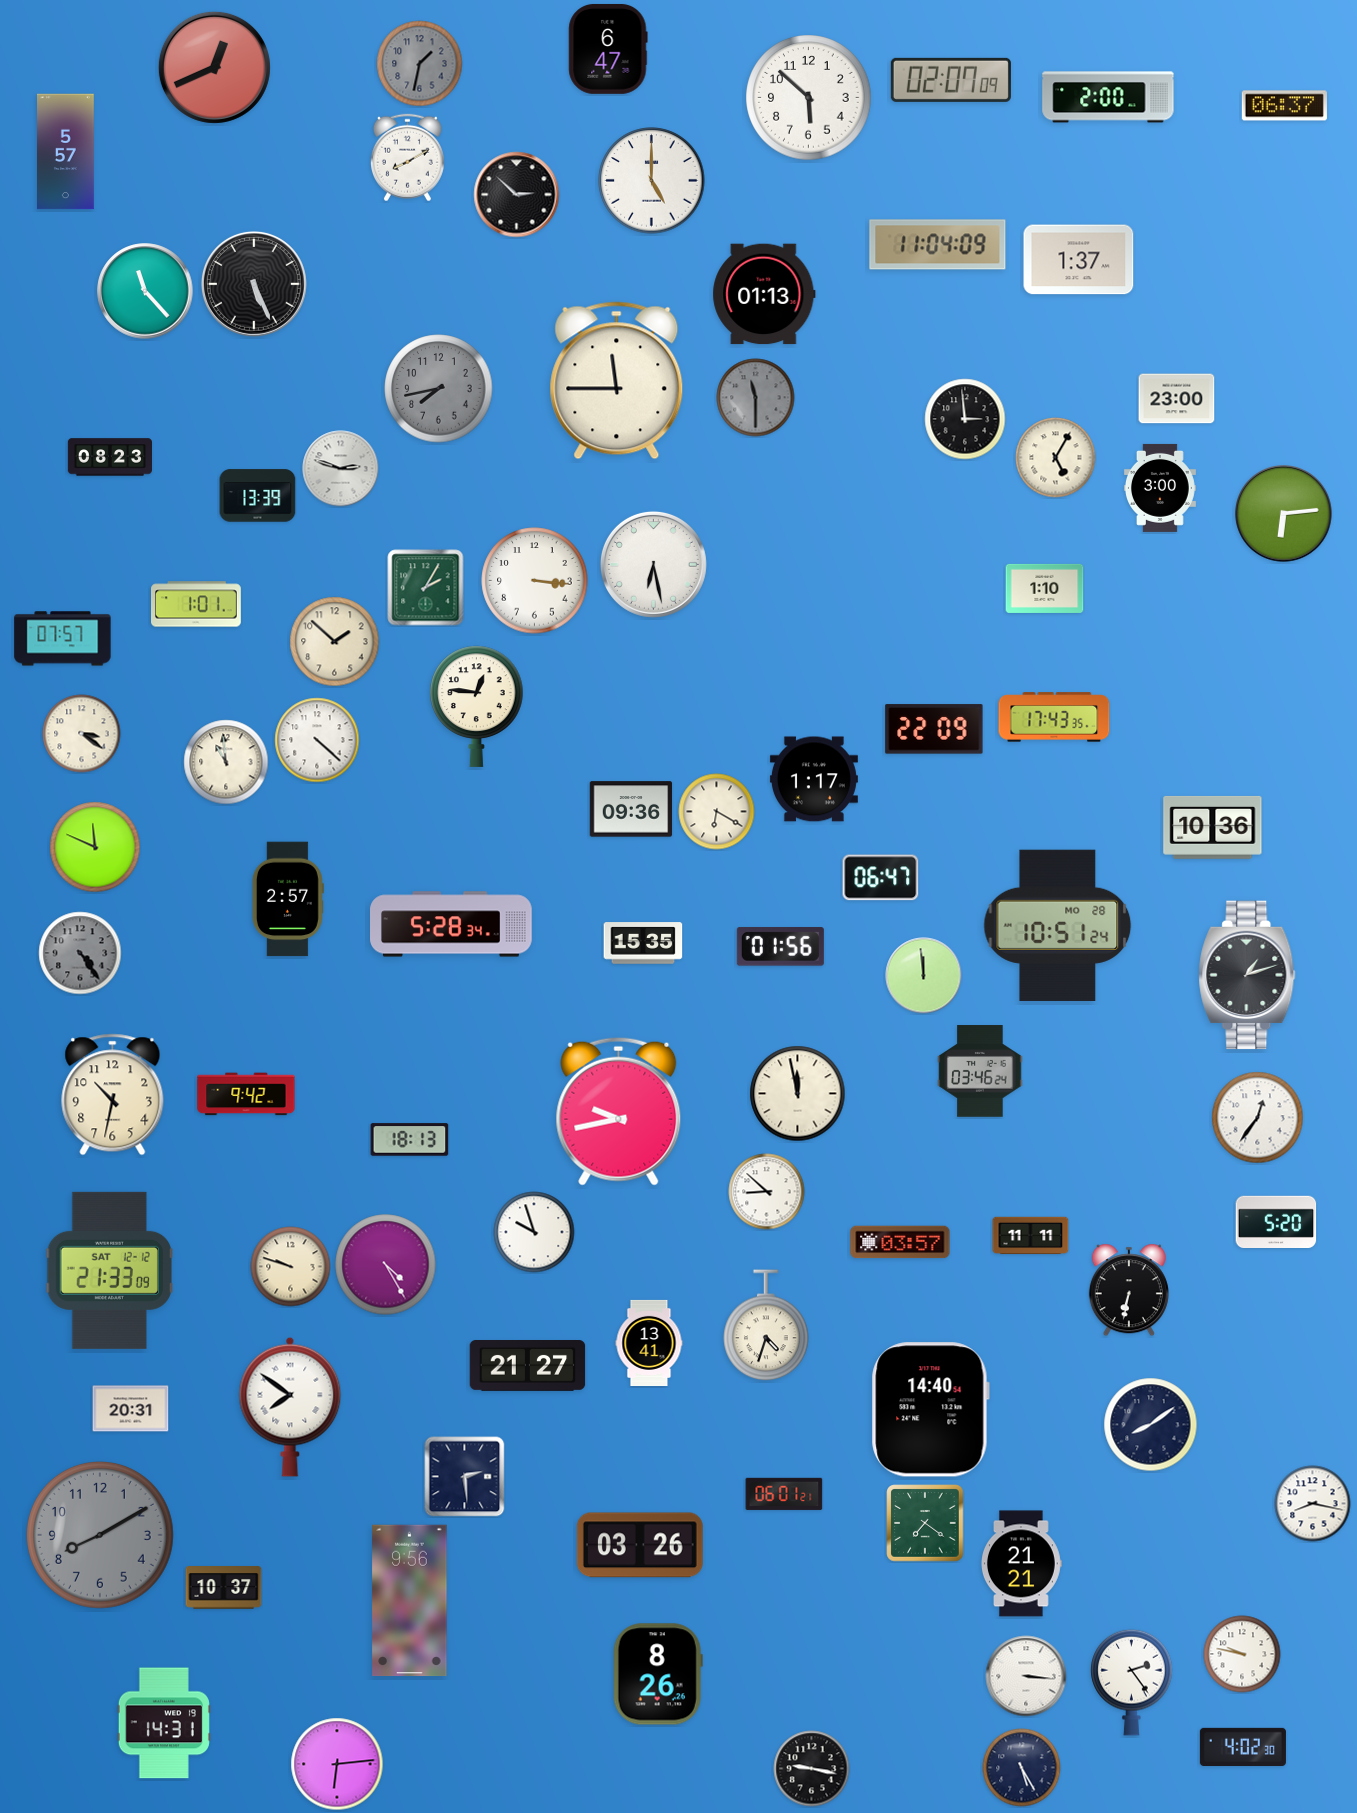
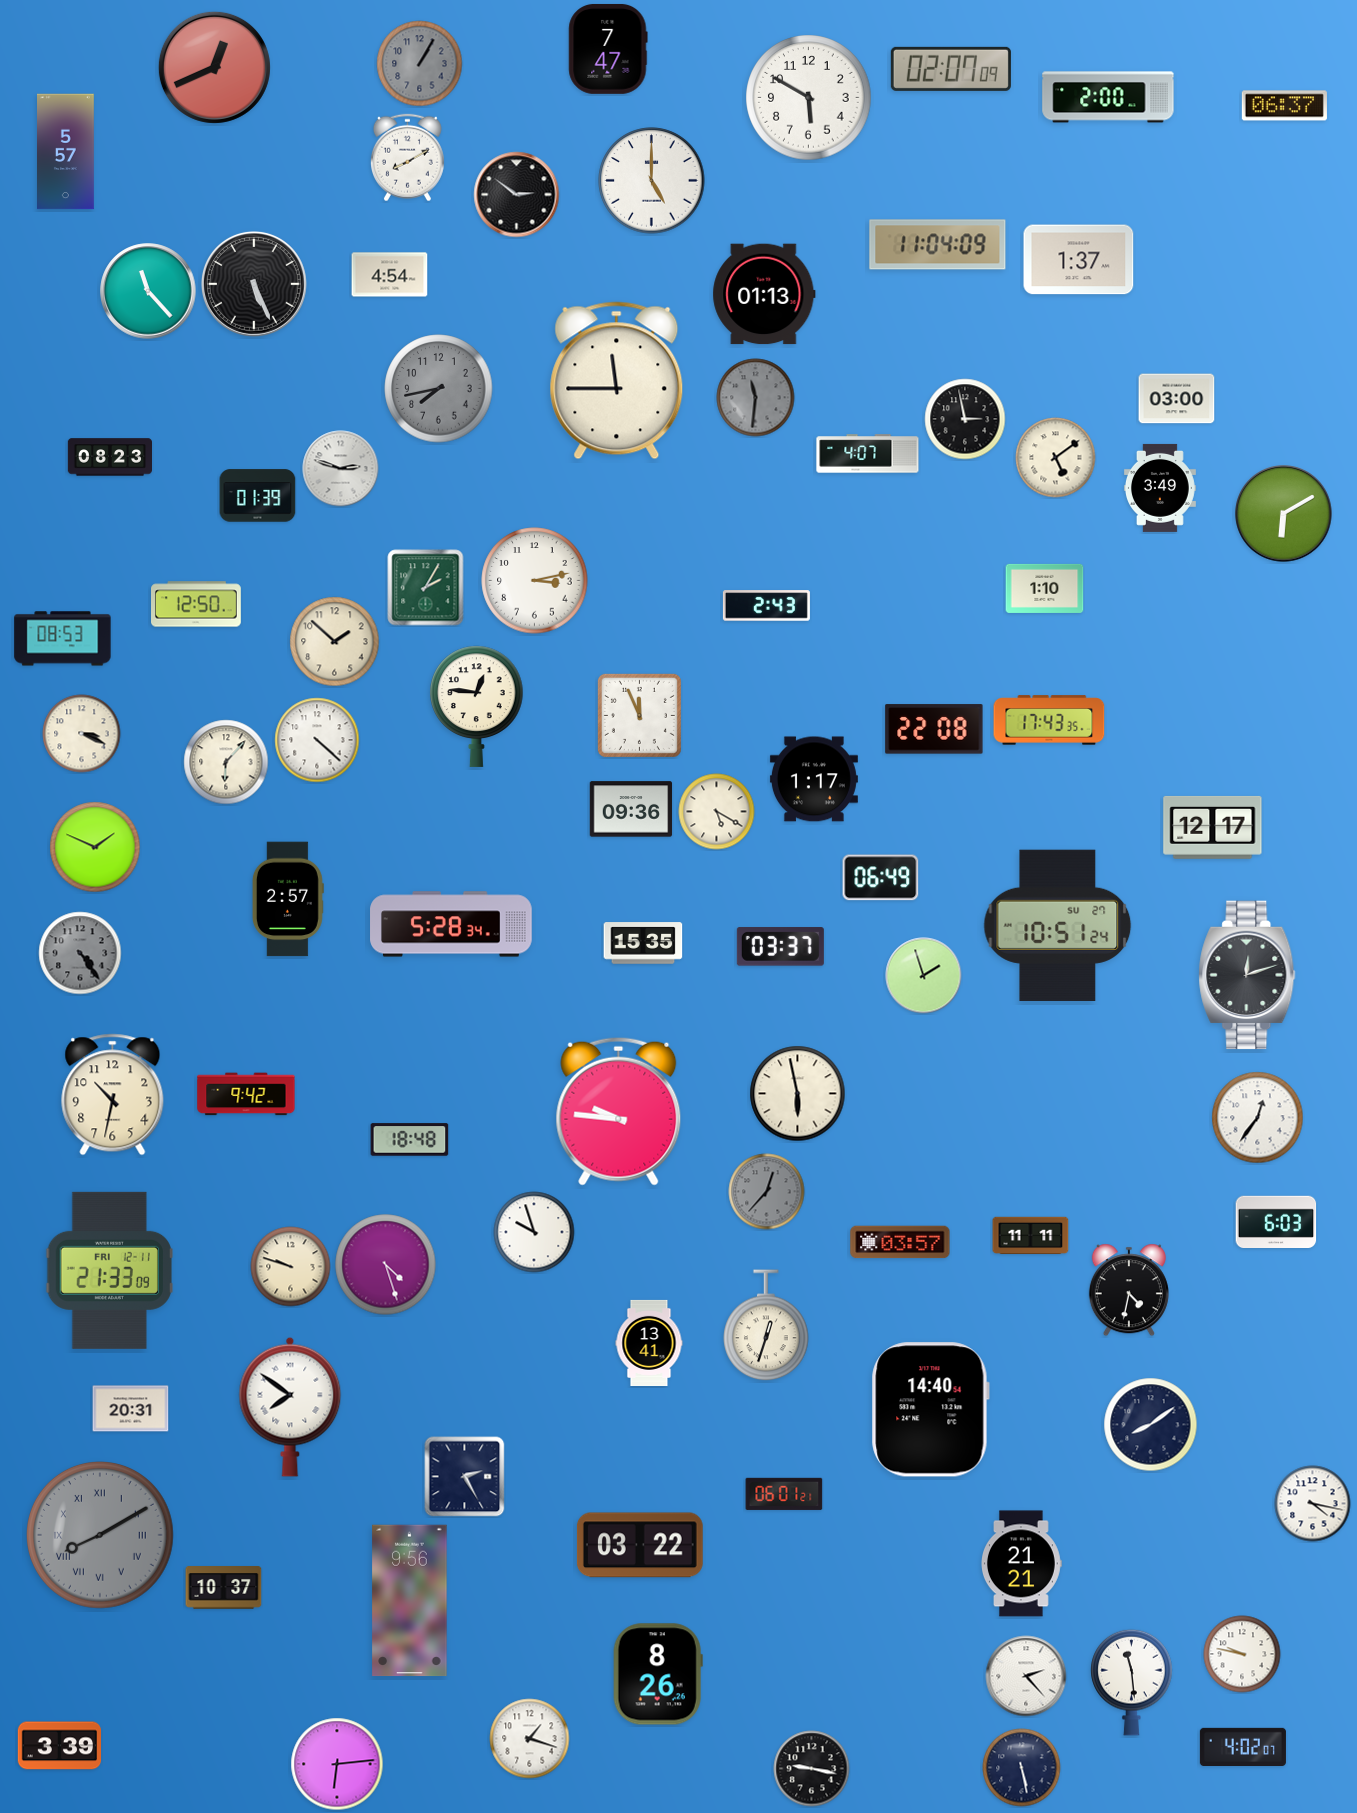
clock at (608, 49): 6:47 -> 7:47
clock at (420, 64): 1:32 -> 1:05
clock at (951, 80) position: (951, 80) -> (951, 69)
clock at (809, 98): 5:52 -> 5:50
clock at (517, 195): 2:52 -> 2:51
clock at (390, 275): none -> 4:54
clock at (145, 291) position: (145, 291) -> (148, 291)
clock at (756, 398): 11:30 -> 11:31
clock at (1177, 399): 23:00 -> 03:00
clock at (965, 419): 2:59 -> 2:58
clock at (868, 454): none -> 4:07
clock at (1056, 458): 5:05 -> 5:09
clock at (1160, 488): 3:00 -> 3:49
clock at (258, 496): 13:39 -> 01:39
clock at (1284, 514): 6:14 -> 6:10
clock at (653, 564): 6:28 -> none
clock at (535, 581): 3:16 -> 3:13
clock at (197, 604): 1:01 -> 12:50
clock at (766, 606): none -> 2:43
clock at (63, 639): 07:57 -> 08:53
clock at (639, 715): none -> 11:56
clock at (1054, 717) position: (1054, 717) -> (1049, 720)
clock at (934, 729): 22:09 -> 22:08
clock at (82, 734): 3:21 -> 3:19
clock at (226, 762): 10:59 -> 6:07
clock at (717, 812): 6:20 -> 5:20
clock at (1213, 827): 10:36 -> 12:17
clock at (95, 847): 11:49 -> 1:49
clock at (881, 878): 06:47 -> 06:49
clock at (1058, 925) date: MO 28 -> SU 27
clock at (780, 947): 01:56 -> 03:37
clock at (1247, 975): 1:12 -> 12:12
clock at (924, 976): 11:59 -> 1:57
clock at (980, 1071): 03:46 -> none
clock at (798, 1094): 11:58 -> 5:58
clock at (619, 1111): 9:43 -> 9:46
clock at (410, 1140): 18:13 -> 18:48
clock at (767, 1192): 8:52 -> 12:37
clock at (767, 1192) dial: white -> grey
clock at (1276, 1221): 5:20 -> 6:03
clock at (386, 1265): 4:25 -> 4:27
clock at (109, 1270) date: SAT 12-12 -> FRI 12-11
clock at (1129, 1290): 6:32 -> 4:32
clock at (766, 1326): 4:33 -> 12:33
clock at (528, 1366): 21:27 -> none
clock at (465, 1477): 2:29 -> 2:25
clock at (1313, 1504): 8:17 -> 4:17
clock at (925, 1523): 7:21 -> none
clock at (101, 1536) numerals: Arabic -> Roman
clock at (640, 1545): 03:26 -> 03:22
clock at (1026, 1676): 3:16 -> 2:23
clock at (1132, 1682): 2:24 -> 11:29
clock at (164, 1723): 14:31 -> none
clock at (530, 1739): none -> 1:18
clock at (60, 1746): none -> 3:39
clock at (1243, 1746): 4:02:30 -> 4:02:07
clock at (1022, 1768): 5:25 -> 5:28
